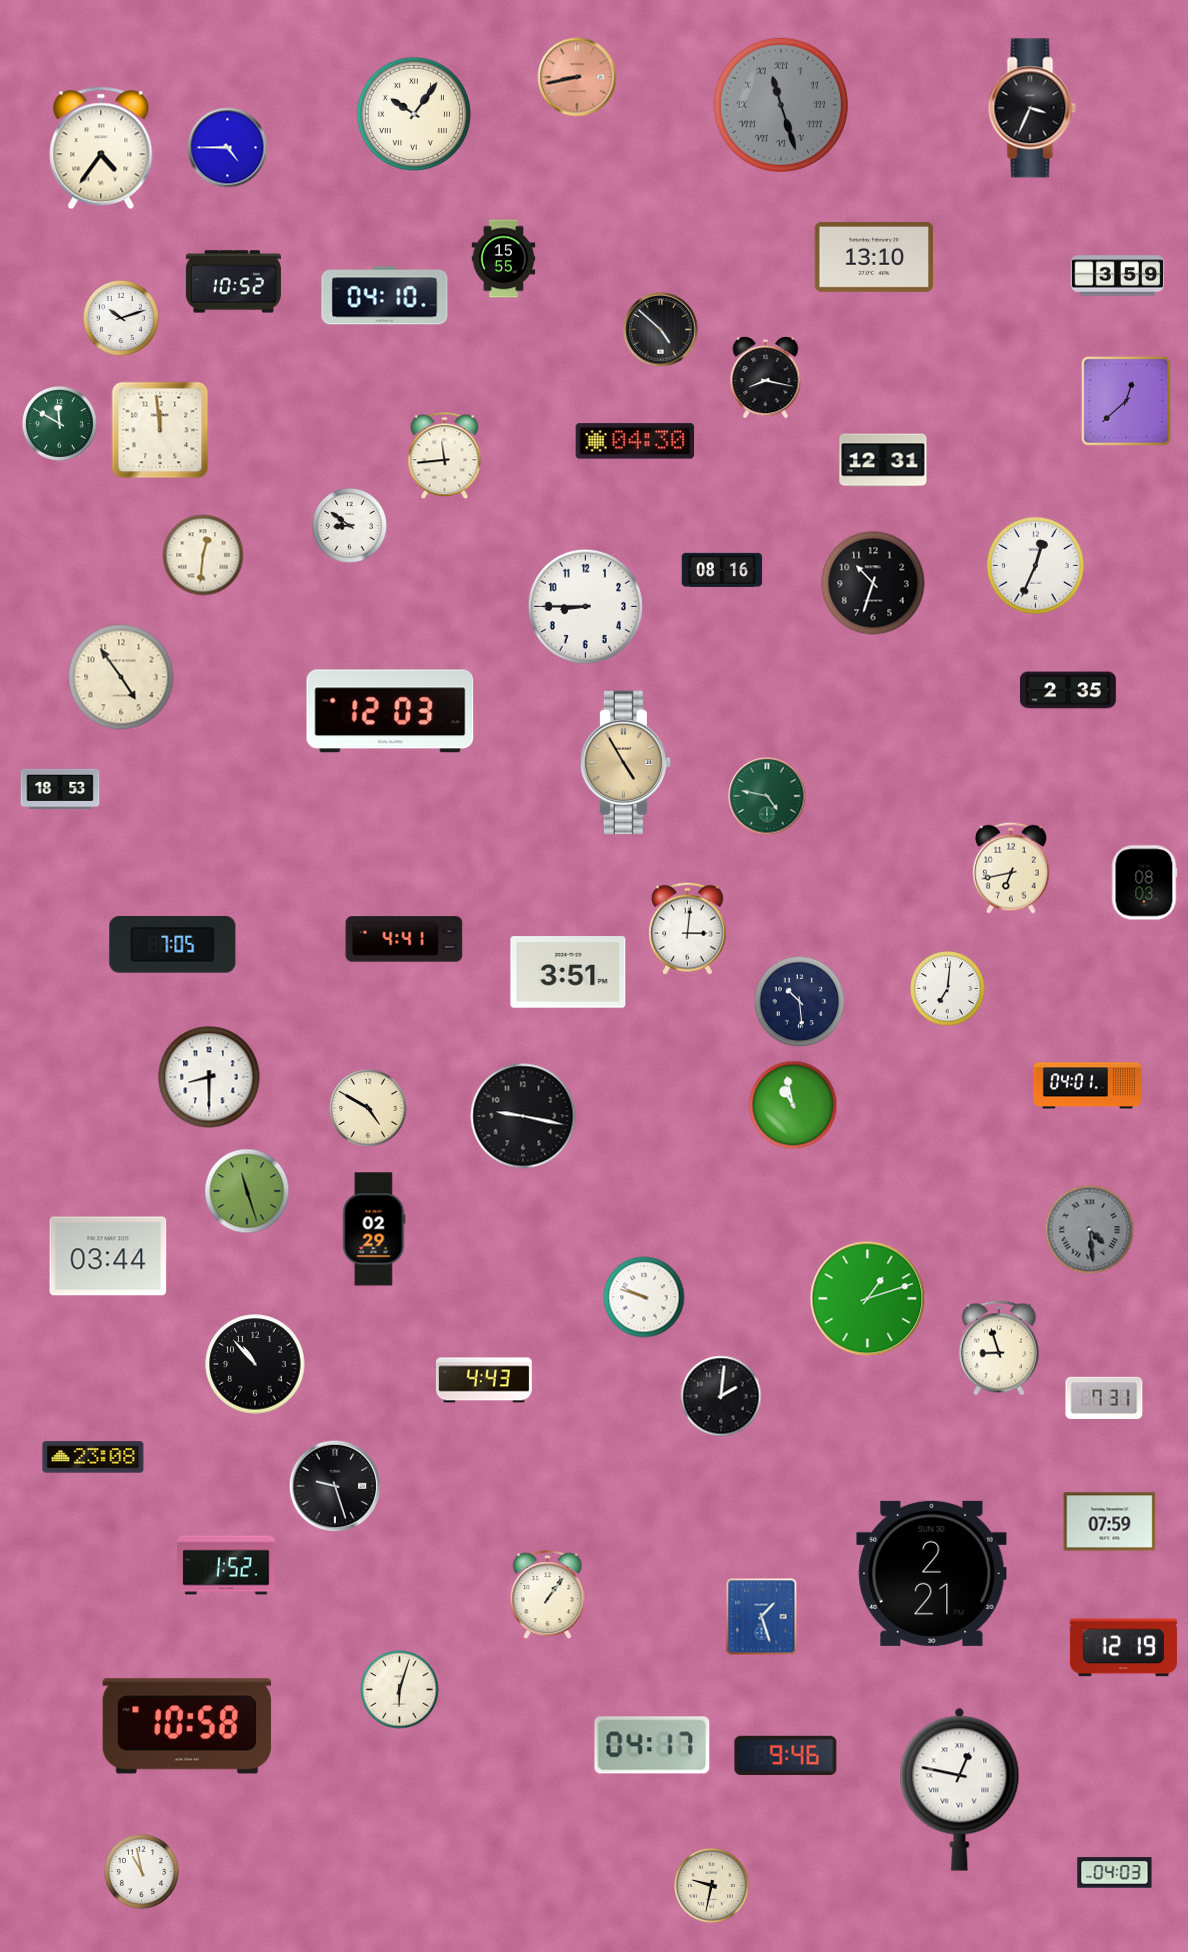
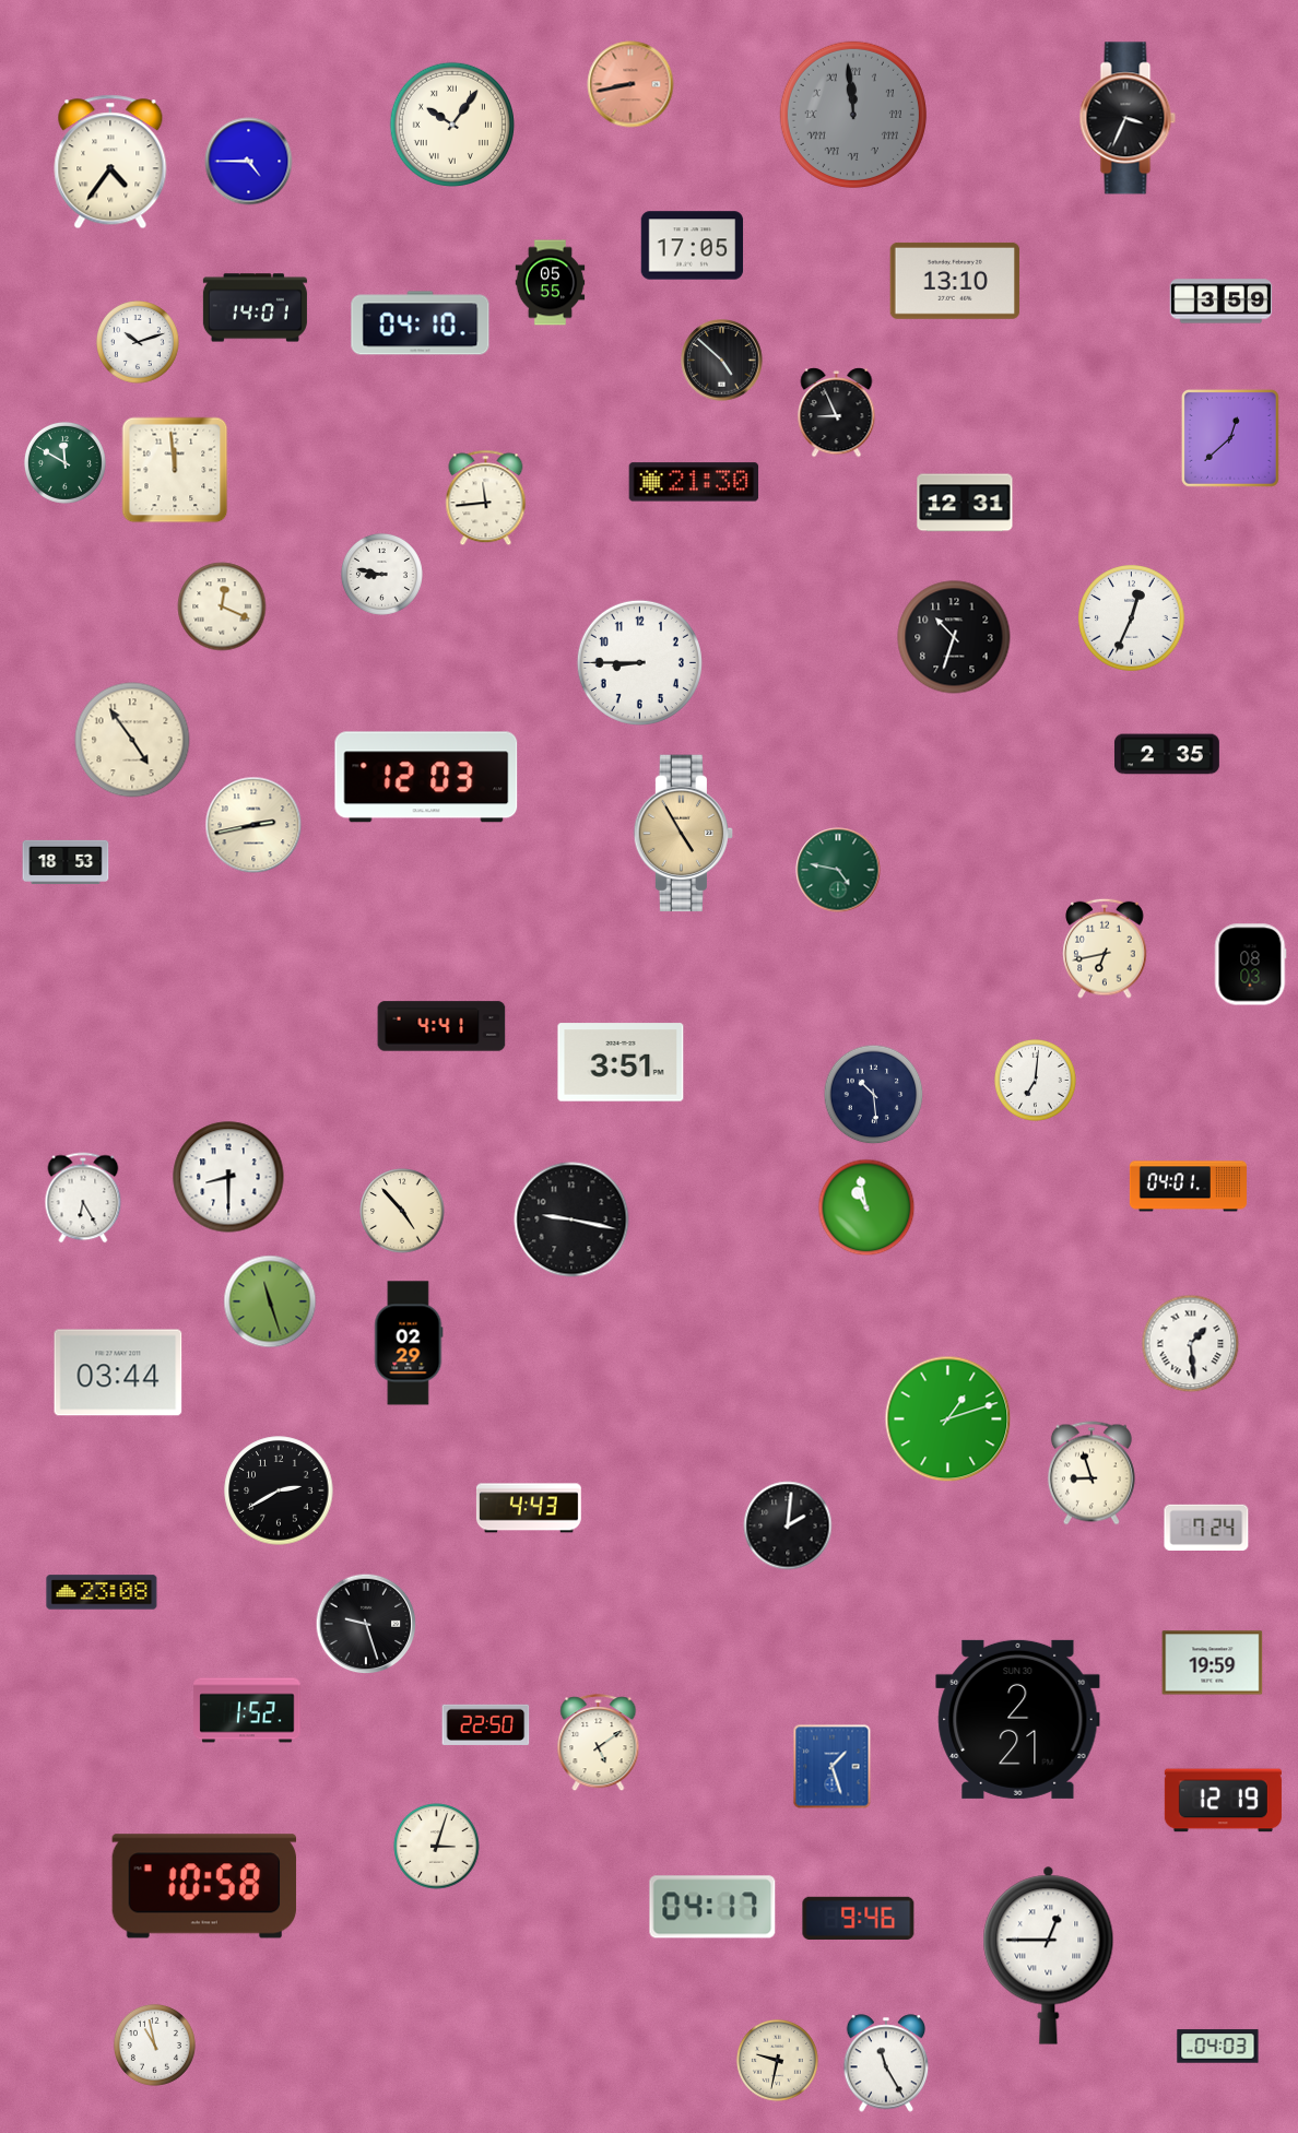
clock at (781, 105): 11:27 -> 11:59
clock at (693, 246): none -> 17:05
clock at (504, 259): 15:55 -> 05:55
clock at (233, 282): 10:52 -> 14:01
clock at (122, 319) position: (122, 319) -> (139, 343)
clock at (766, 378): 8:17 -> 8:56
clock at (635, 441): 04:30 -> 21:30
clock at (349, 525): 8:51 -> 8:47
clock at (203, 555): 12:31 -> 12:19
clock at (722, 570): 08:16 -> none
clock at (253, 825): none -> 2:43
clock at (688, 928): 3:01 -> none
clock at (173, 945): 7:05 -> none
clock at (83, 1198): none -> 6:25
clock at (368, 1108): 4:50 -> 4:53
clock at (1090, 1230): 4:29 -> 1:29
clock at (1090, 1230) dial: grey -> white
clock at (644, 1297): 9:48 -> none
clock at (255, 1364): 10:53 -> 2:40
clock at (1104, 1398): 7:31 -> 7:24
clock at (1110, 1522): 07:59 -> 19:59
clock at (486, 1724): none -> 22:50
clock at (548, 1595): 1:06 -> 5:09
clock at (1123, 1648) position: (1123, 1648) -> (1223, 1801)
clock at (400, 1690): 6:03 -> 3:03
clock at (960, 1789): 12:47 -> 12:45
clock at (886, 2063): none -> 11:25
